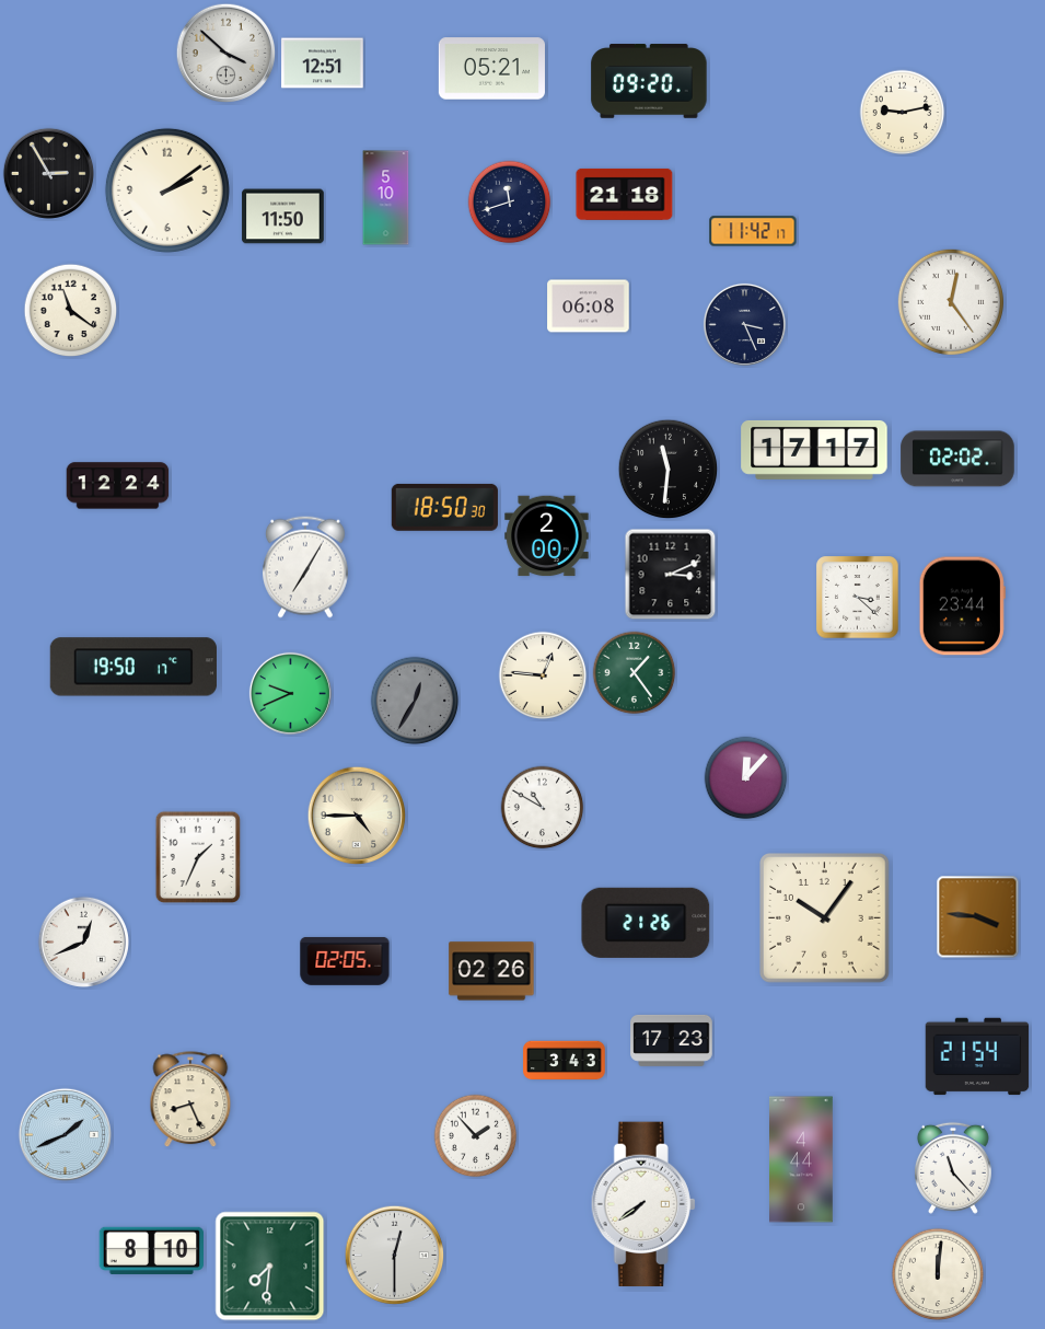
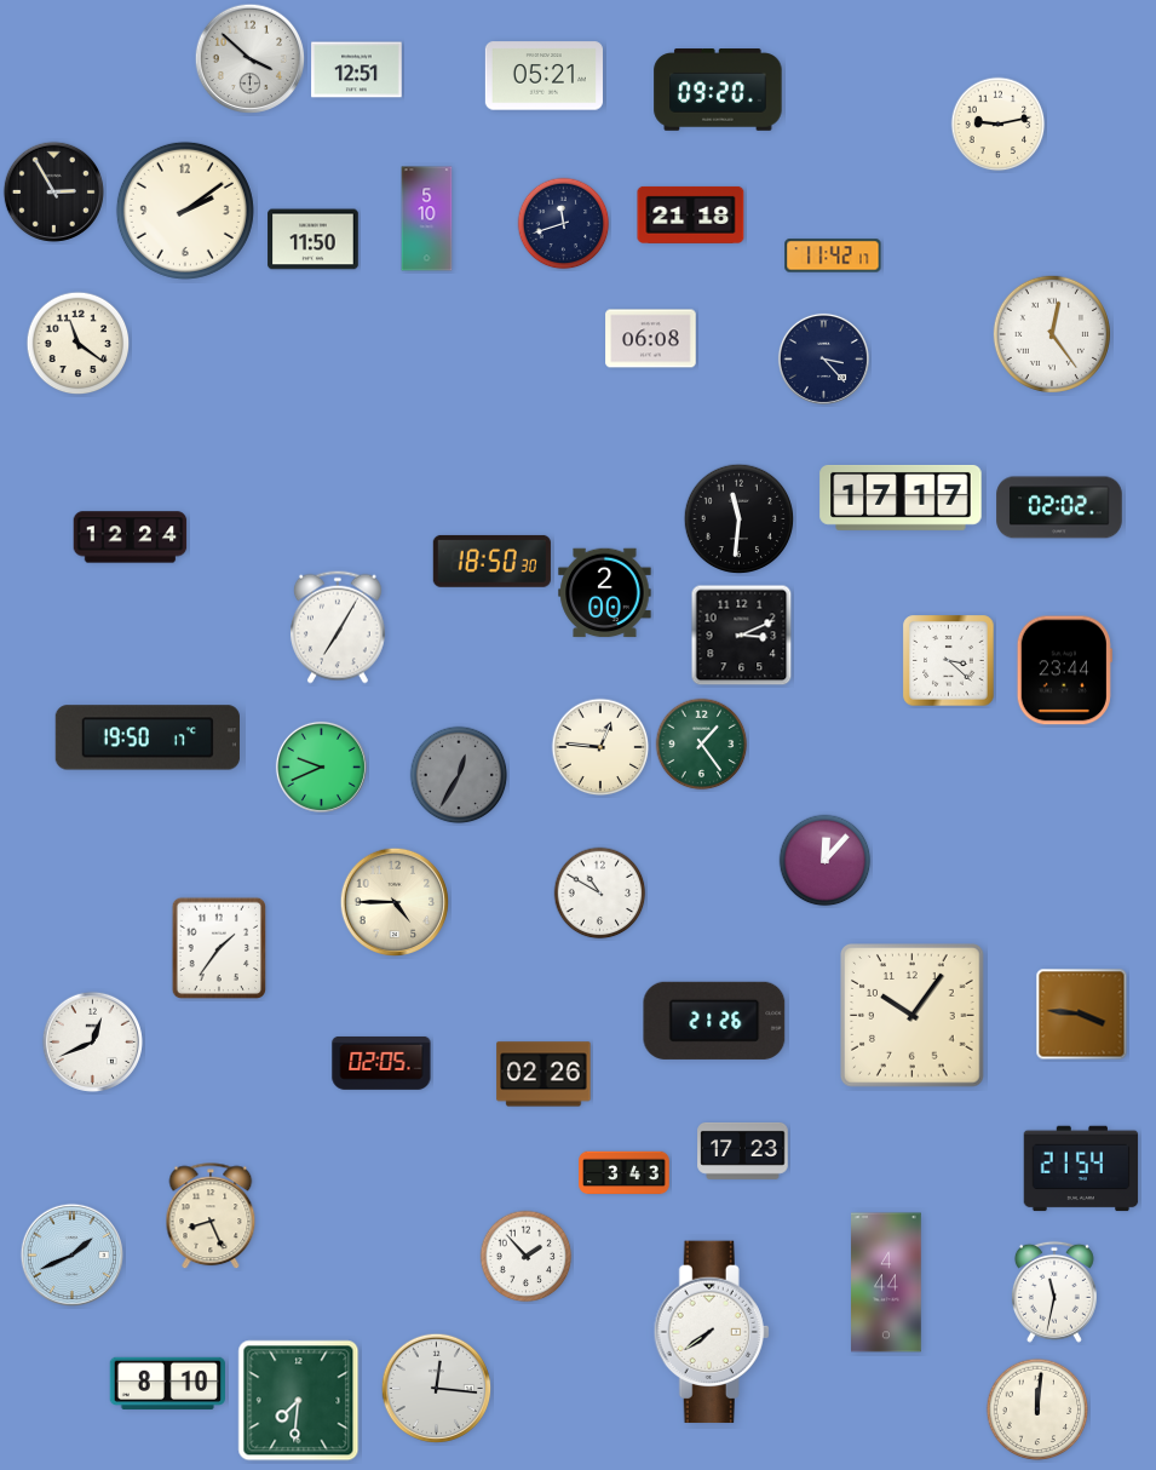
clock at (744, 324): 3:26 -> 3:23
clock at (198, 857): 1:34 -> 1:36
clock at (953, 1168): 11:23 -> 11:32
clock at (395, 1256): 12:30 -> 12:16
